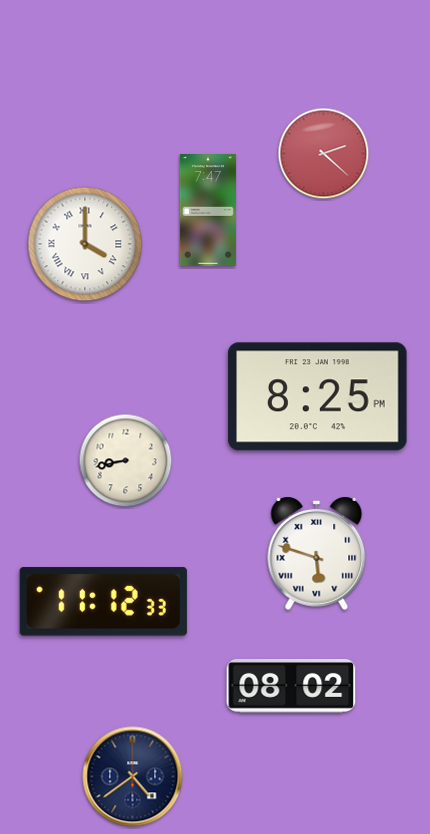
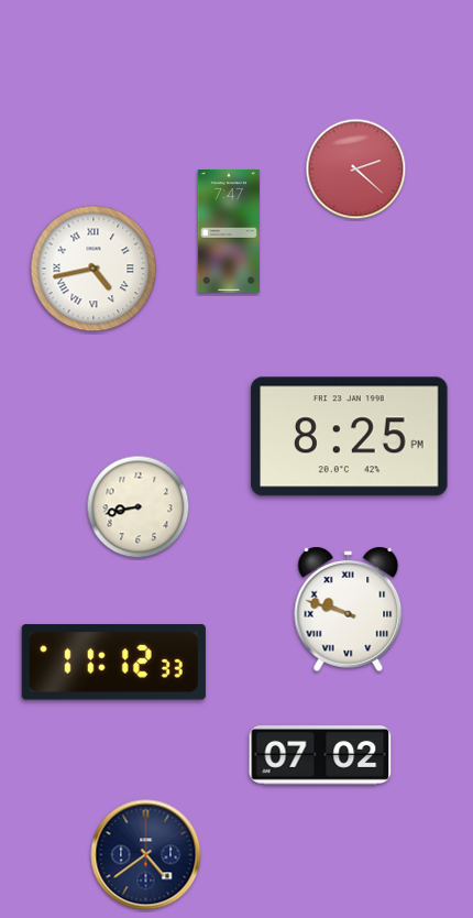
clock at (85, 244): 4:00 -> 4:43
clock at (317, 553): 5:48 -> 9:48
clock at (291, 687): 08:02 -> 07:02
